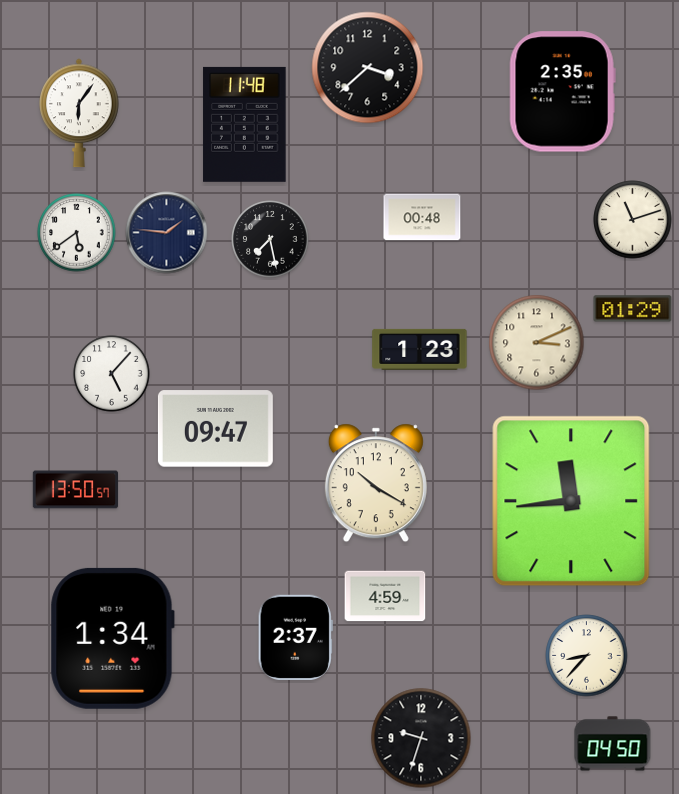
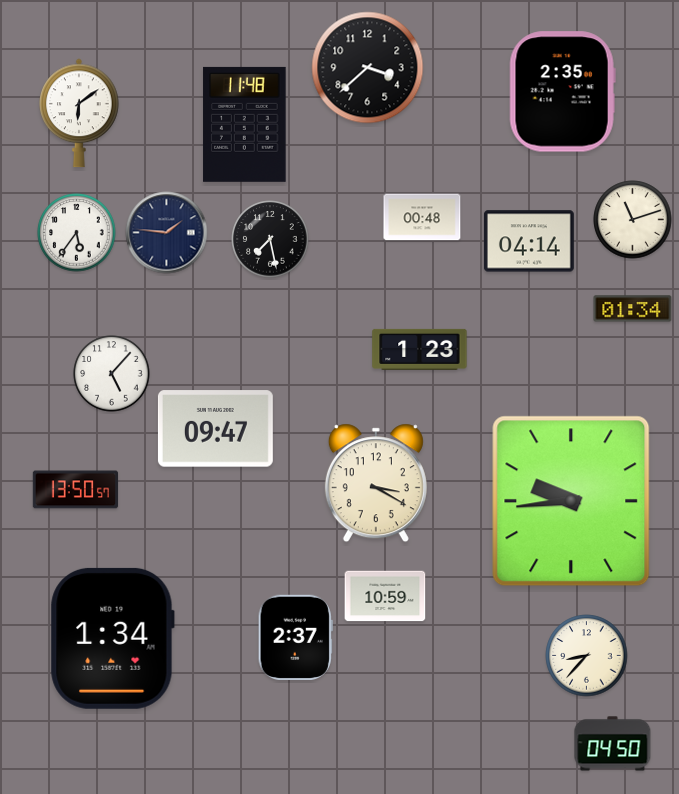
clock at (80, 113): 6:06 -> 6:09
clock at (77, 233): 5:39 -> 5:36
clock at (529, 241): none -> 04:14
clock at (633, 309): 01:29 -> 01:34
clock at (537, 343): 3:11 -> none
clock at (376, 483): 10:20 -> 3:20
clock at (571, 501): 11:44 -> 9:44
clock at (385, 596): 4:59 -> 10:59
clock at (421, 738): 9:33 -> none
